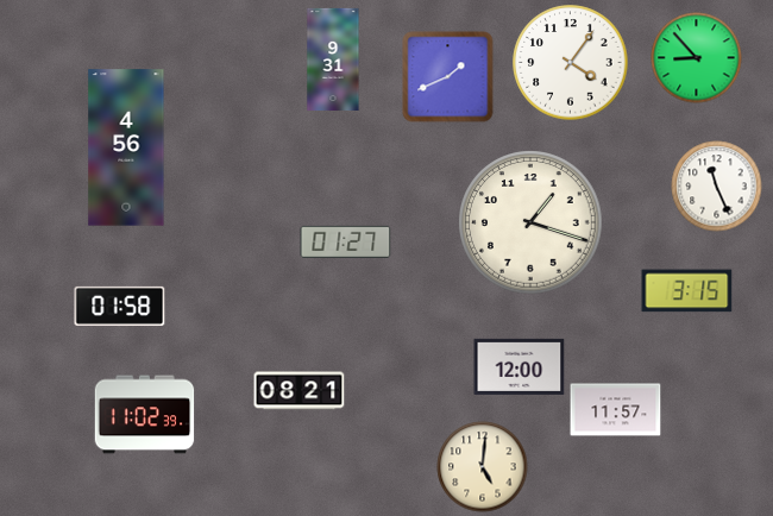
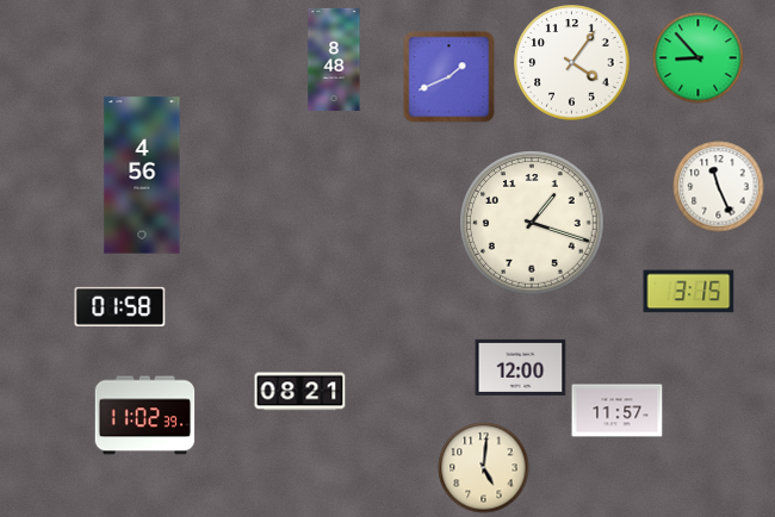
clock at (333, 58): 9:31 -> 8:48
clock at (126, 147) position: (126, 147) -> (142, 175)
clock at (346, 241): 01:27 -> none
